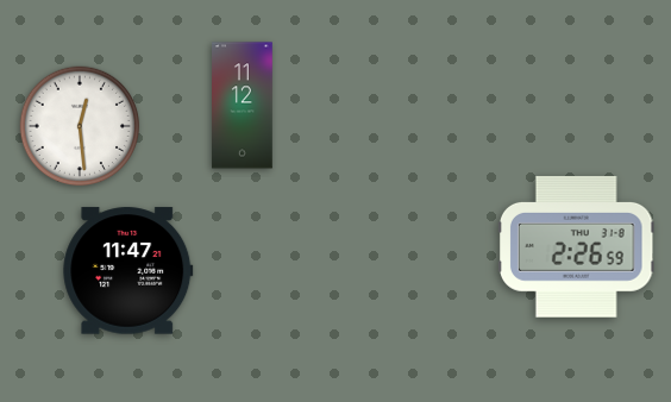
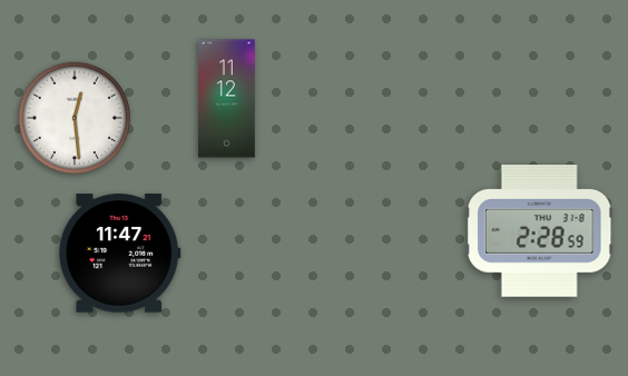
clock at (576, 247): 2:26 -> 2:28
